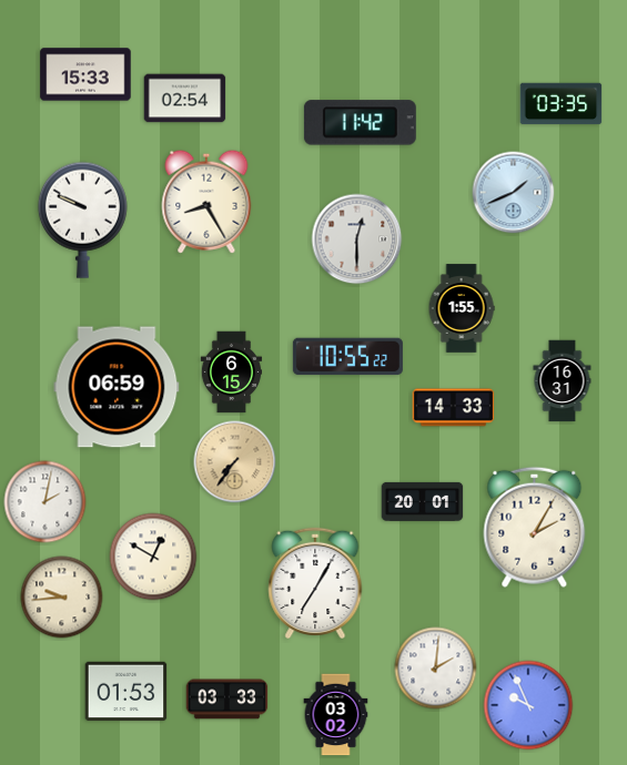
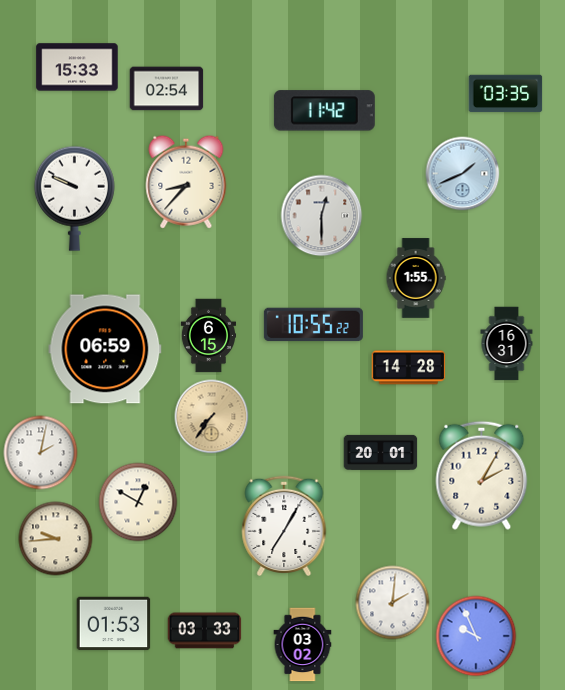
clock at (206, 202): 8:25 -> 8:37
clock at (347, 357) position: (347, 357) -> (313, 325)
clock at (454, 408): 14:33 -> 14:28
